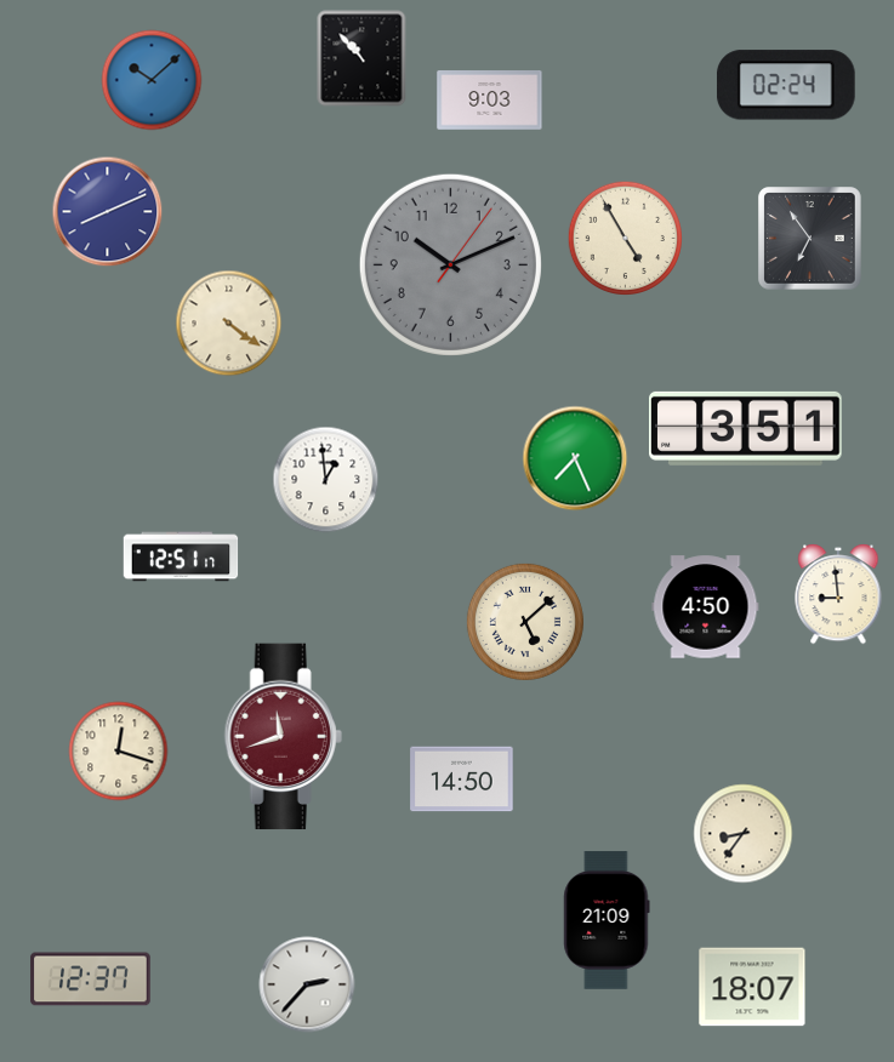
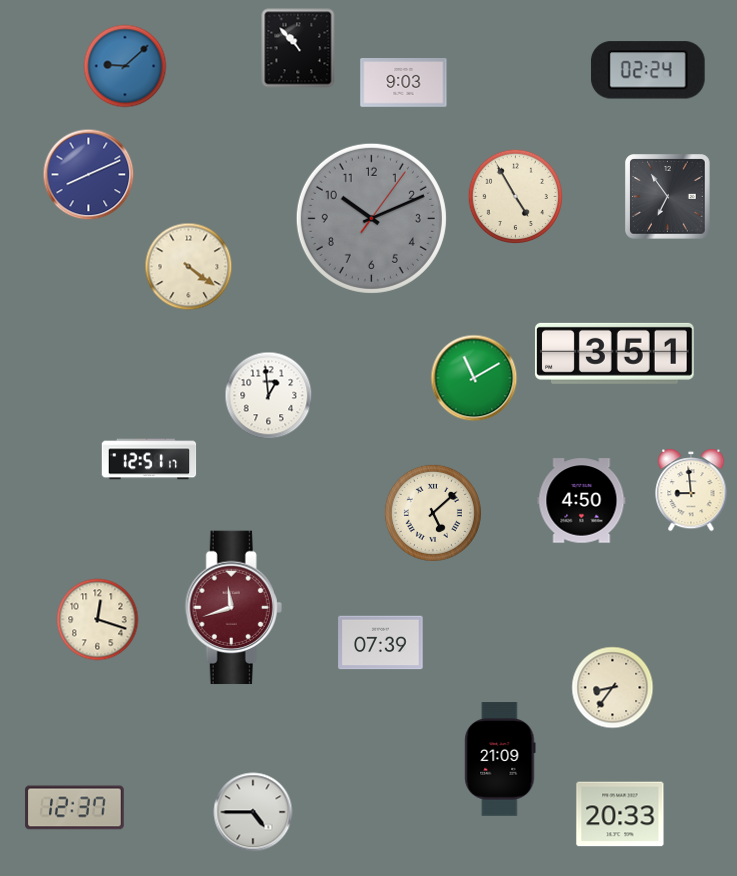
clock at (152, 80): 10:08 -> 9:08
clock at (575, 458): 7:26 -> 11:10
clock at (462, 780): 14:50 -> 07:39
clock at (307, 984): 2:37 -> 4:45
clock at (752, 987): 18:07 -> 20:33
